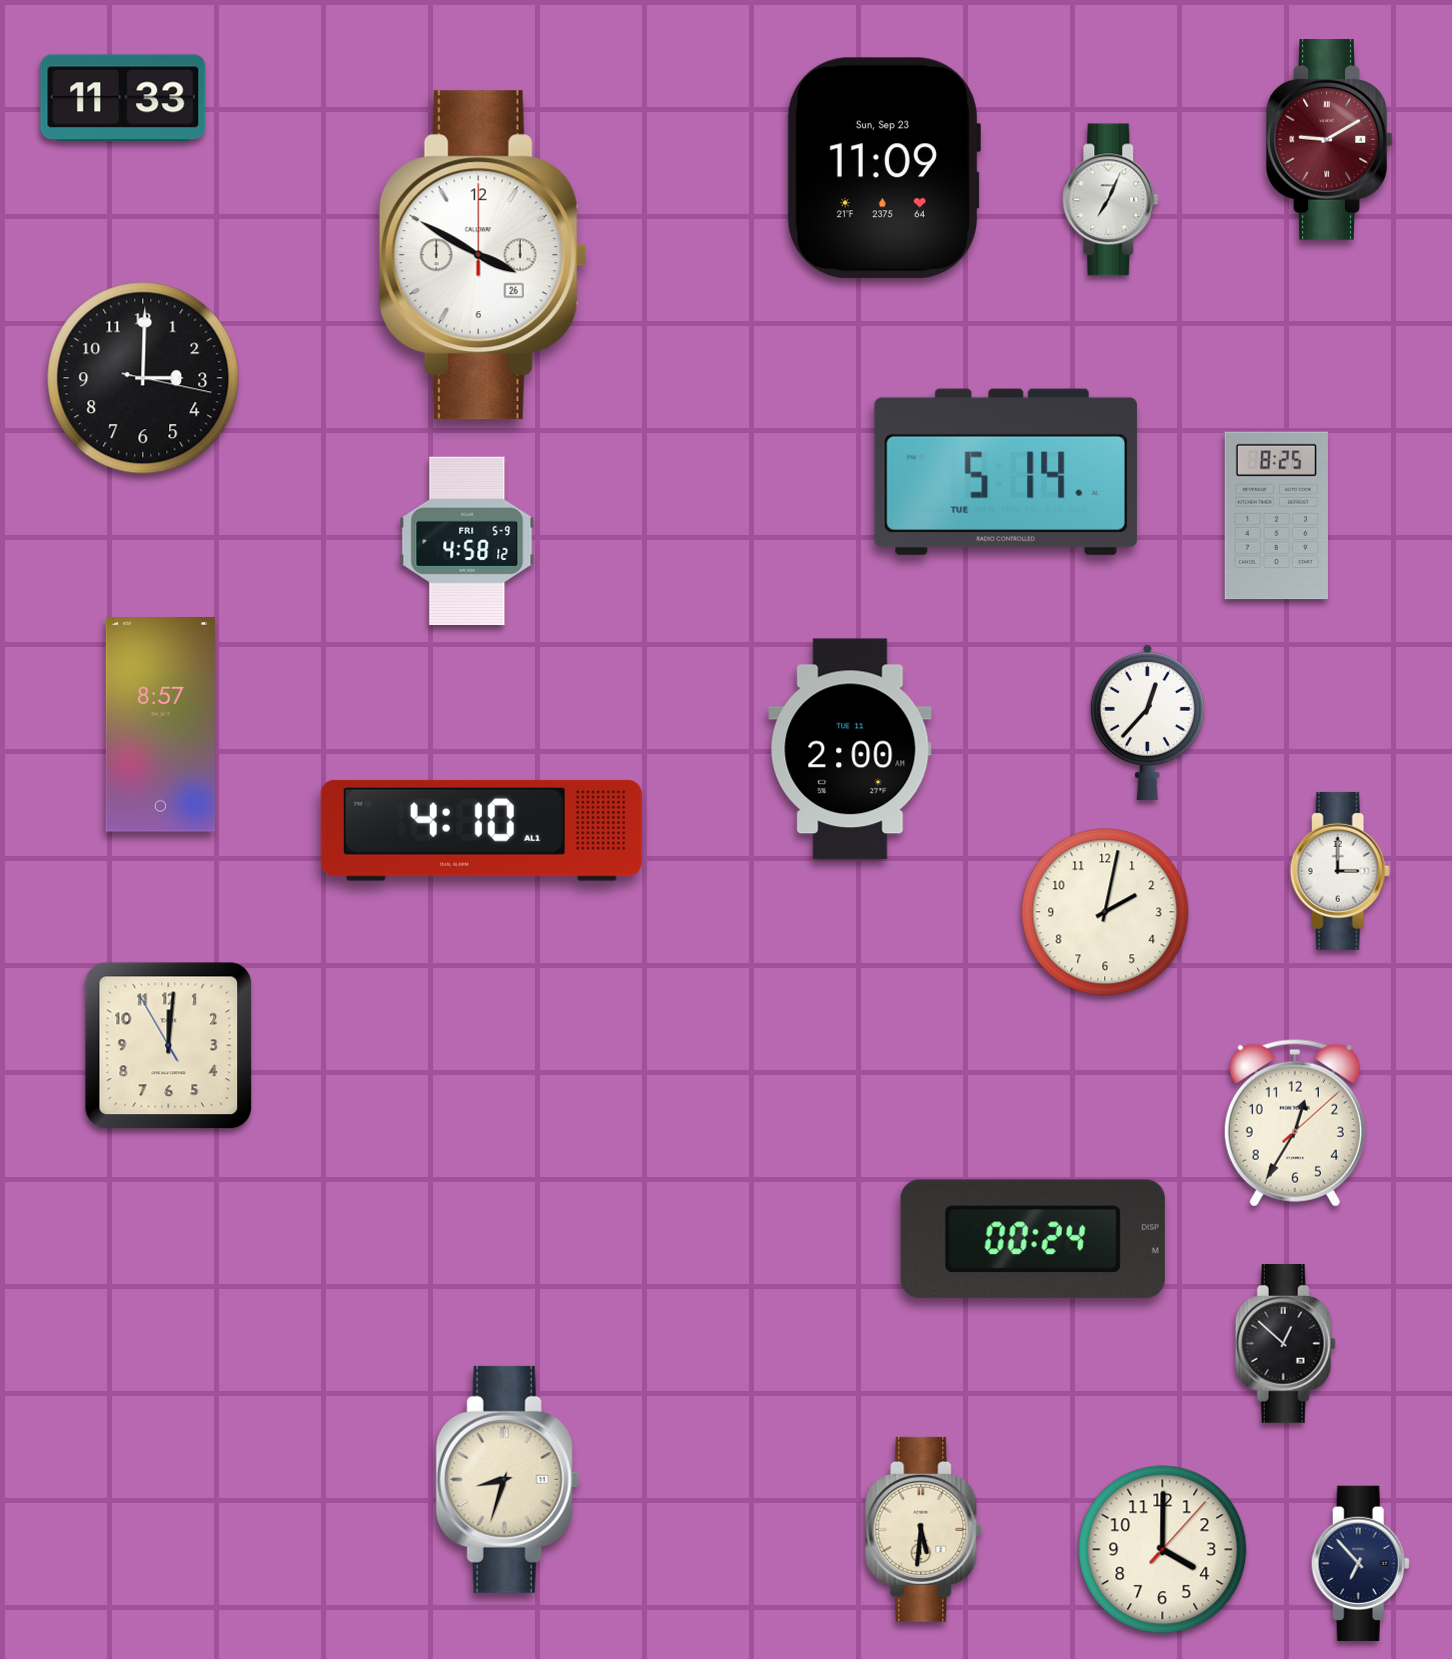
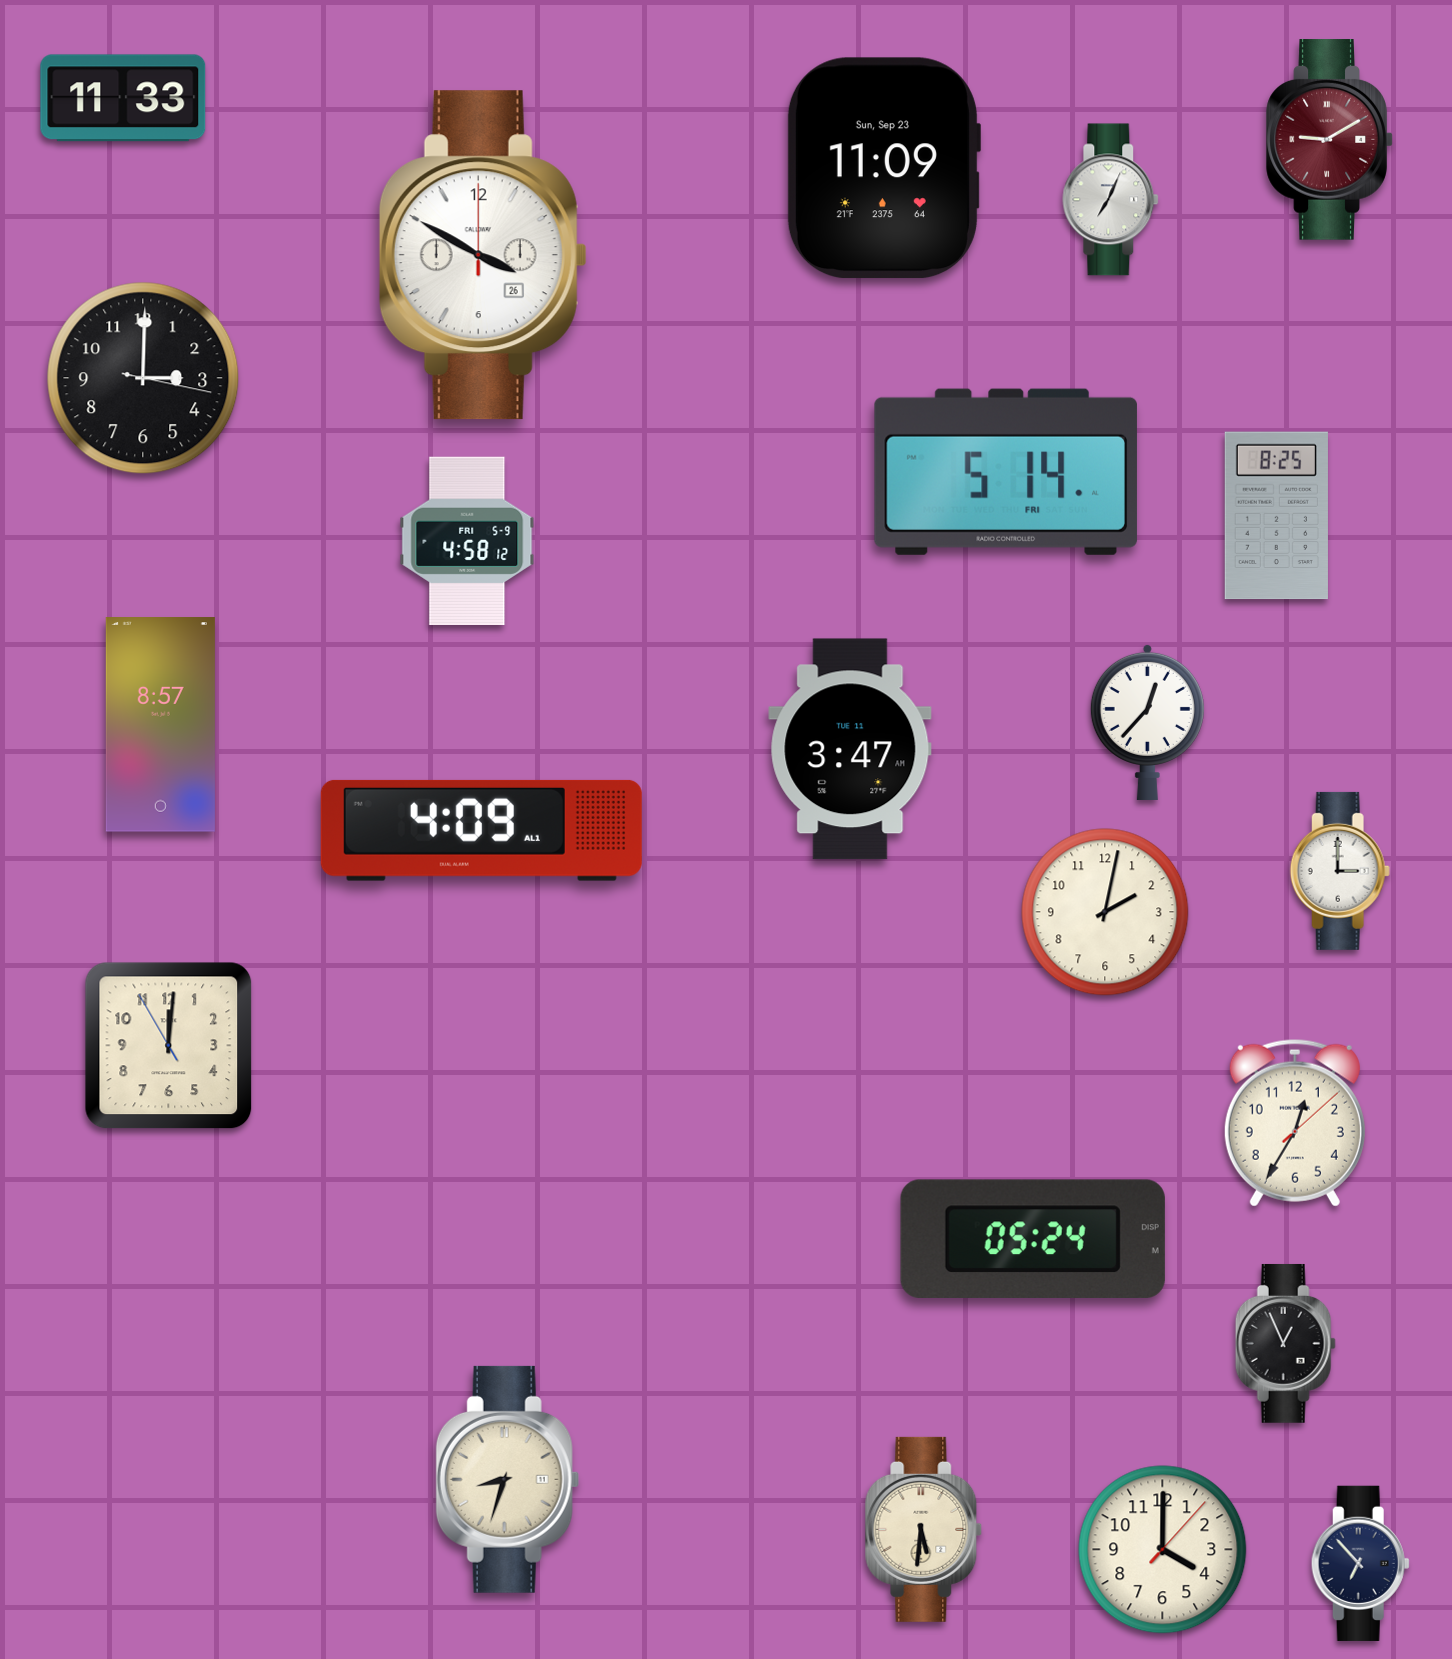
clock at (1006, 472) date: TUE -> FRI
clock at (850, 749): 2:00 -> 3:47
clock at (481, 830): 4:10 -> 4:09
clock at (1033, 1239): 00:24 -> 05:24
clock at (1285, 1343): 12:52 -> 12:56
